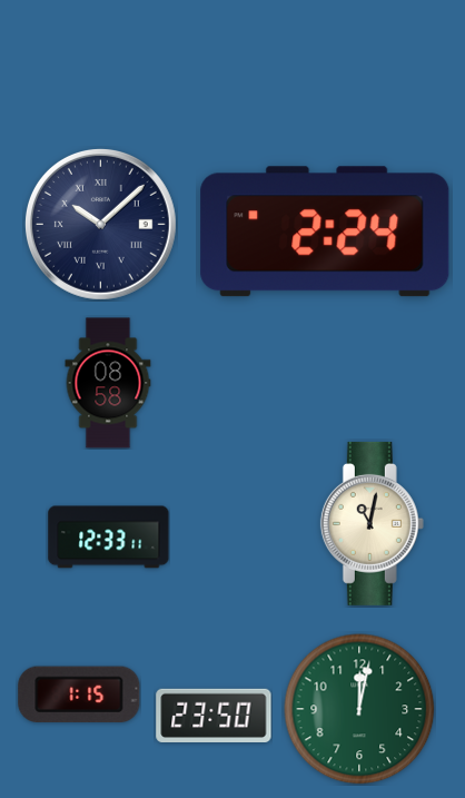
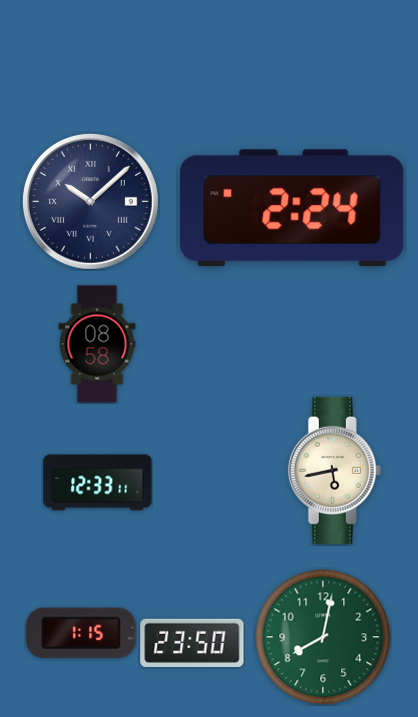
clock at (372, 523): 11:02 -> 5:43
clock at (79, 694) position: (79, 694) -> (81, 633)
clock at (359, 709): 12:02 -> 8:02
